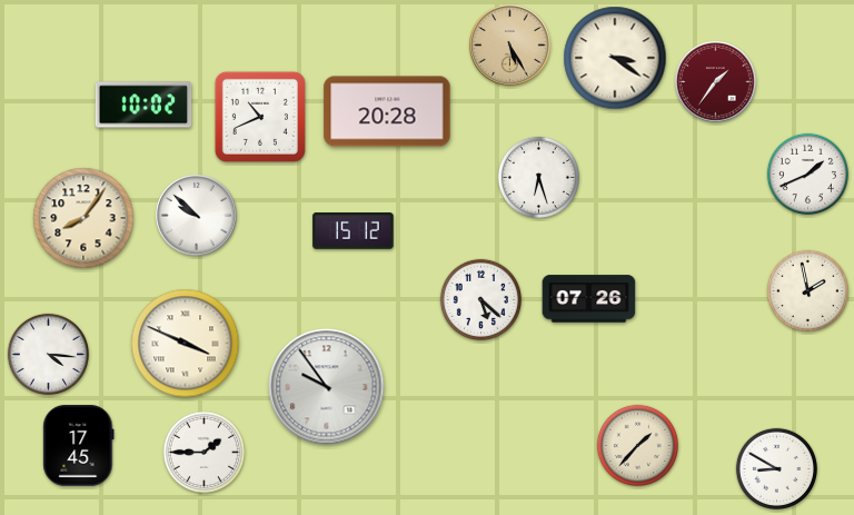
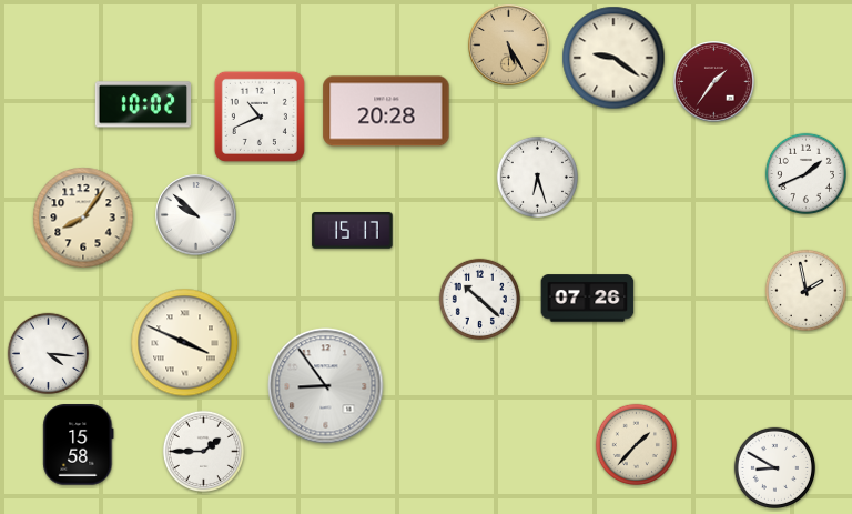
clock at (615, 58): 3:21 -> 9:21
clock at (354, 231): 15:12 -> 15:17
clock at (480, 299): 5:22 -> 10:22
clock at (327, 387): 9:54 -> 8:54
clock at (79, 446): 17:45 -> 15:58
